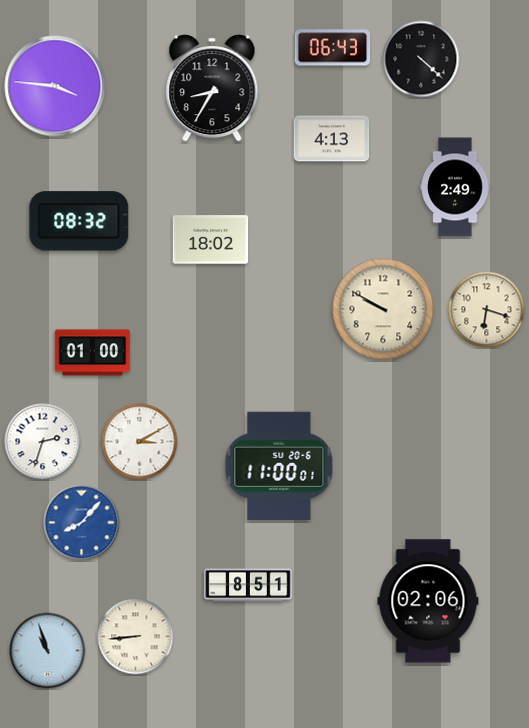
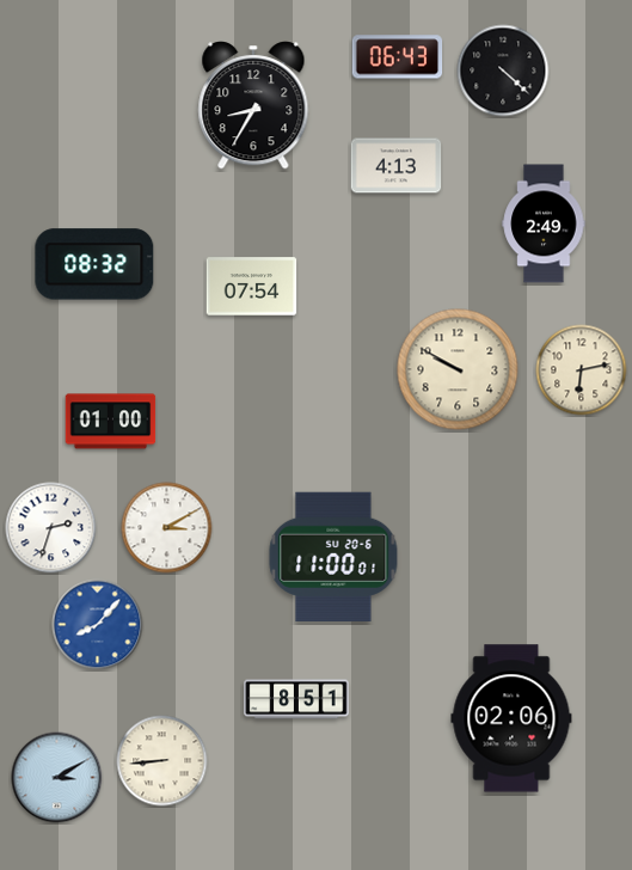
clock at (55, 86): 3:46 -> none
clock at (211, 240): 18:02 -> 07:54
clock at (487, 310): 6:18 -> 6:13
clock at (48, 651): 10:57 -> 3:10
